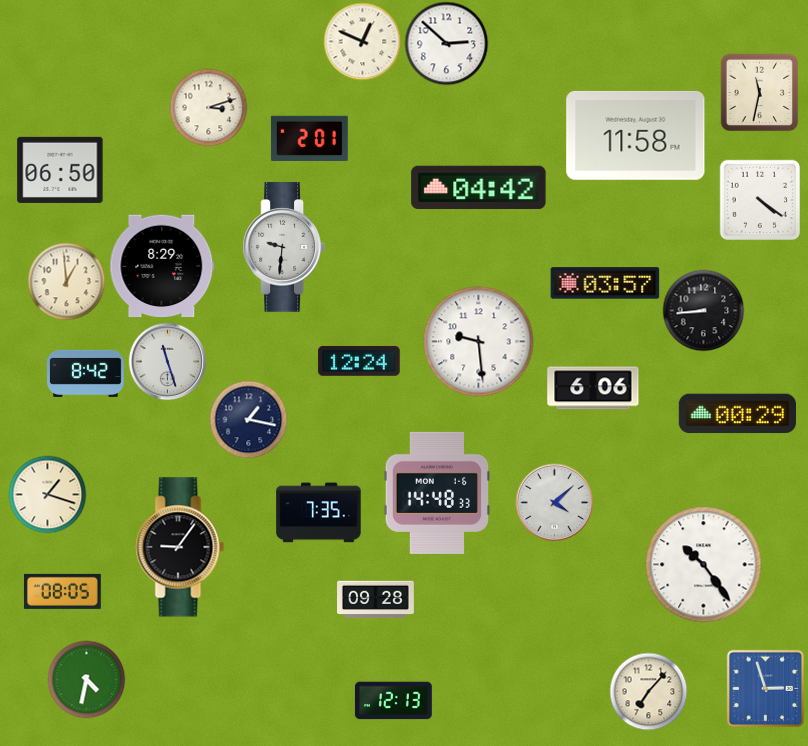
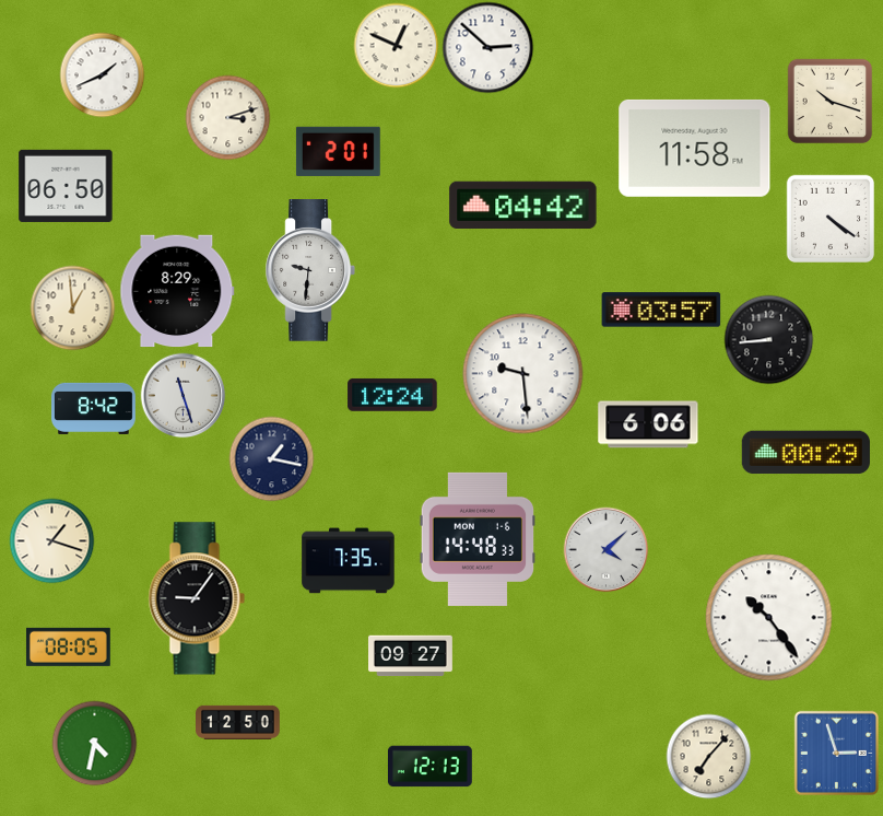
clock at (102, 74): none -> 1:41
clock at (759, 92): 11:32 -> 10:18
clock at (376, 600): 09:28 -> 09:27
clock at (238, 722): none -> 12:50
